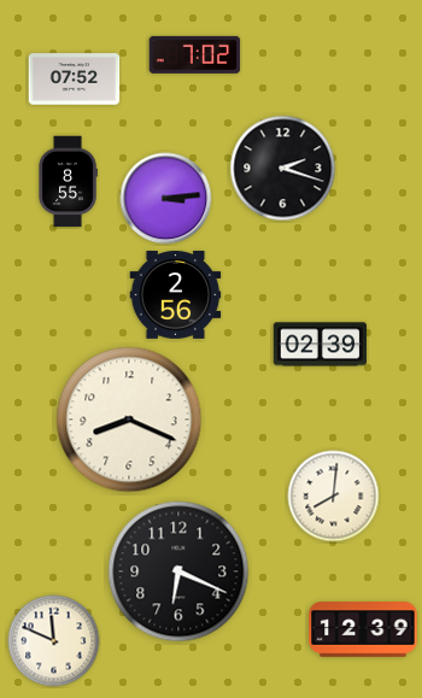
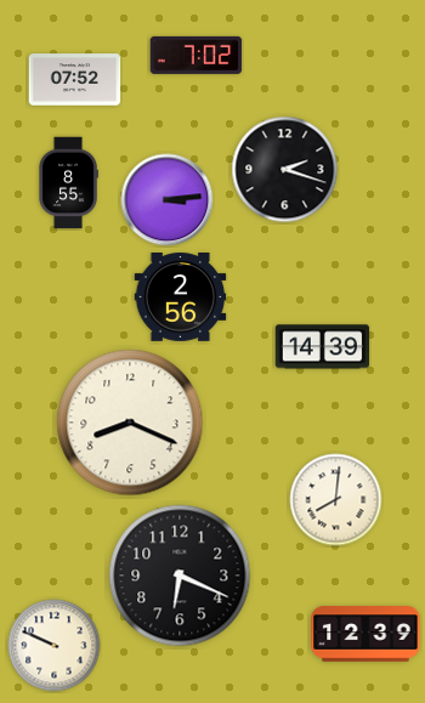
clock at (176, 295) position: (176, 295) -> (181, 297)
clock at (321, 345): 02:39 -> 14:39
clock at (54, 641): 11:49 -> 9:49
